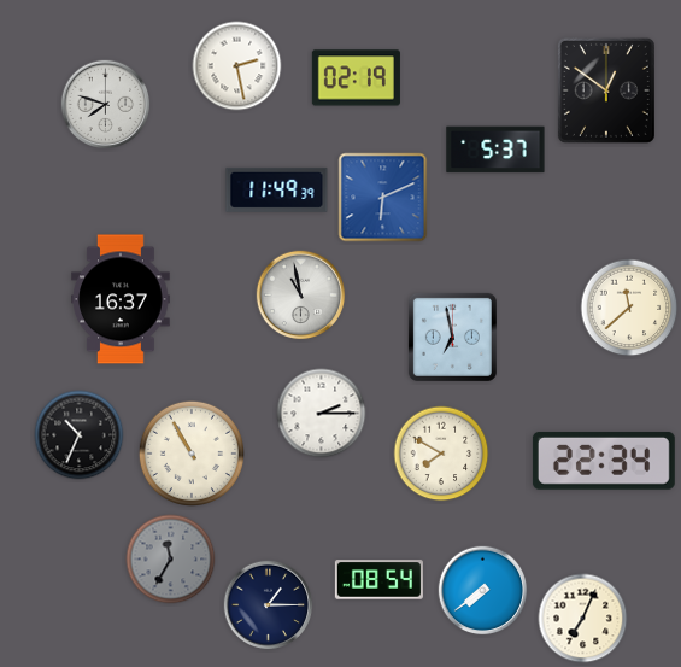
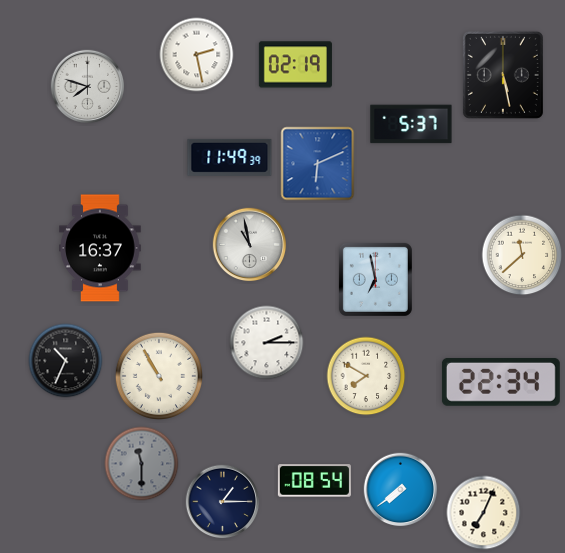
clock at (606, 90): 12:51 -> 5:28
clock at (171, 560): 11:35 -> 11:30
